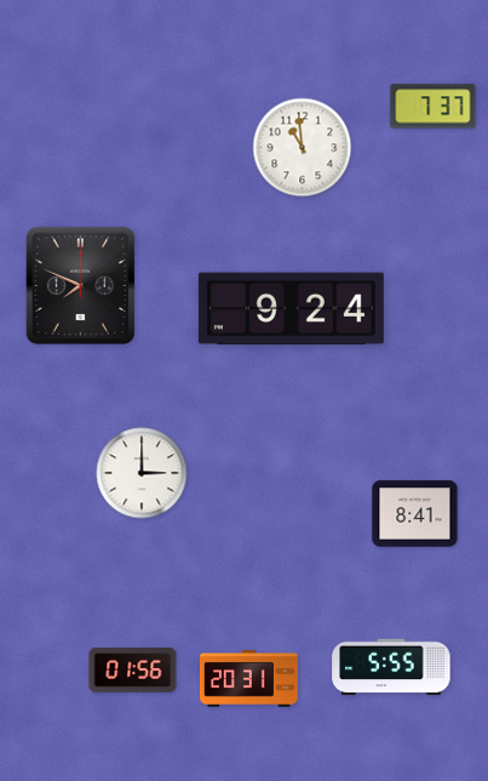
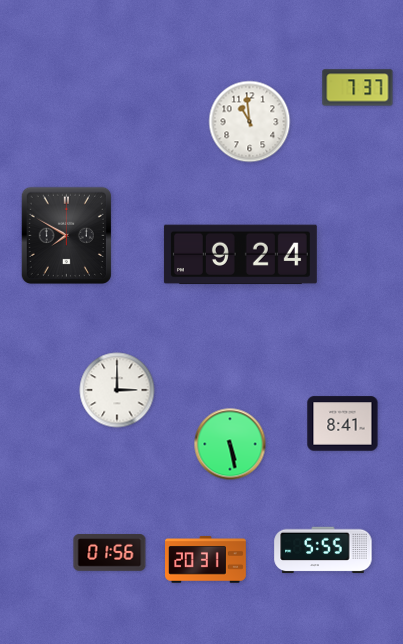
clock at (80, 285): 7:49 -> 7:50
clock at (230, 444): none -> 5:28
